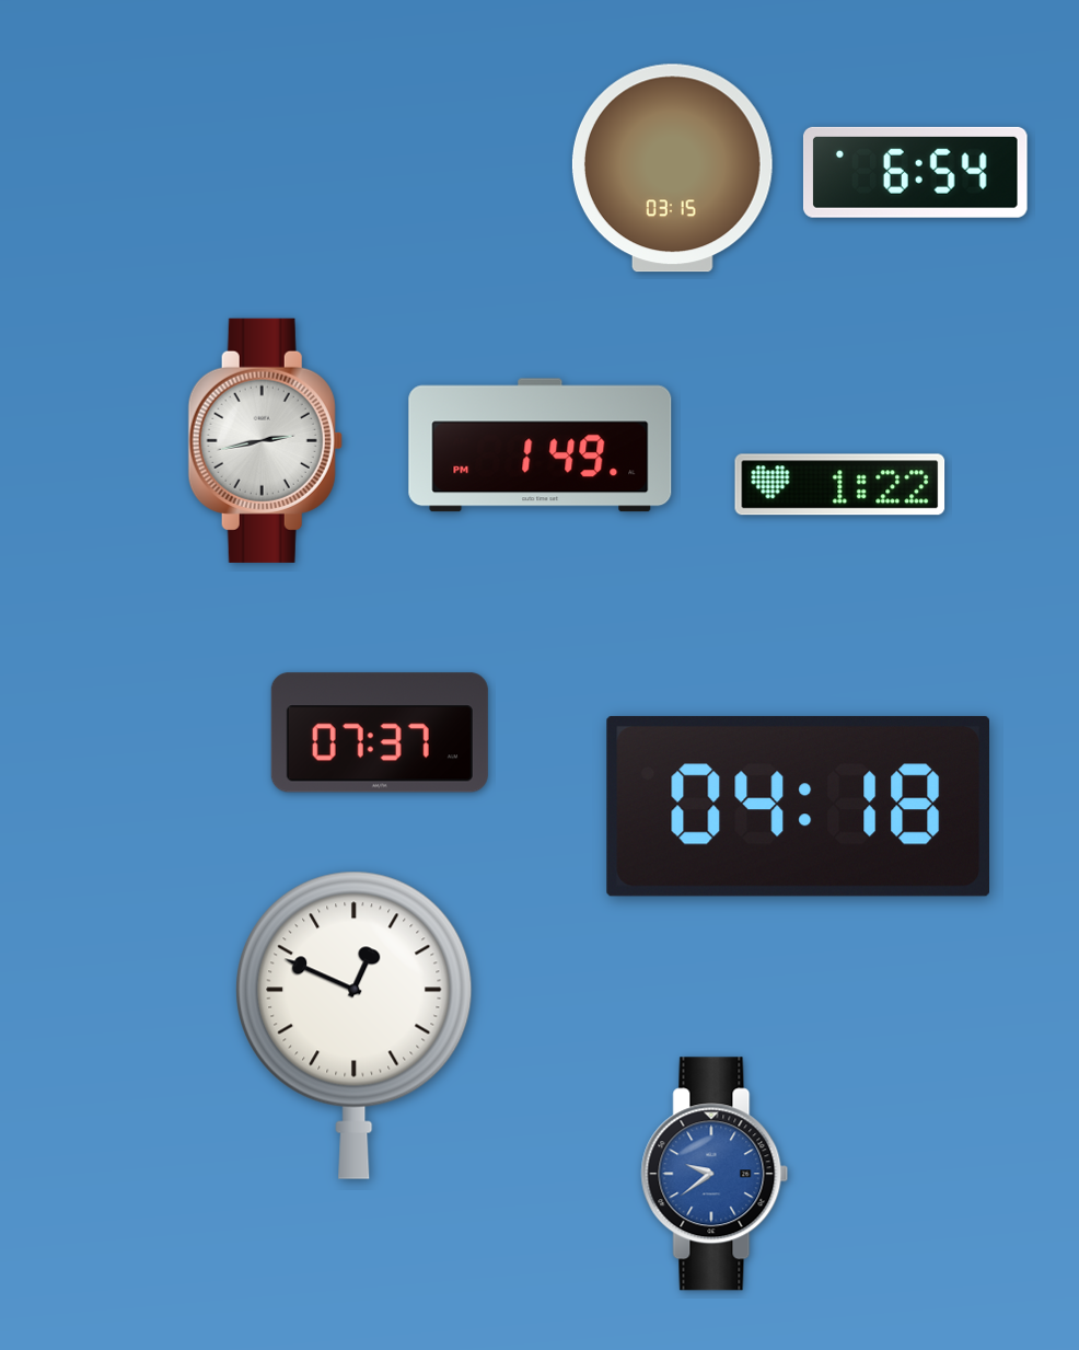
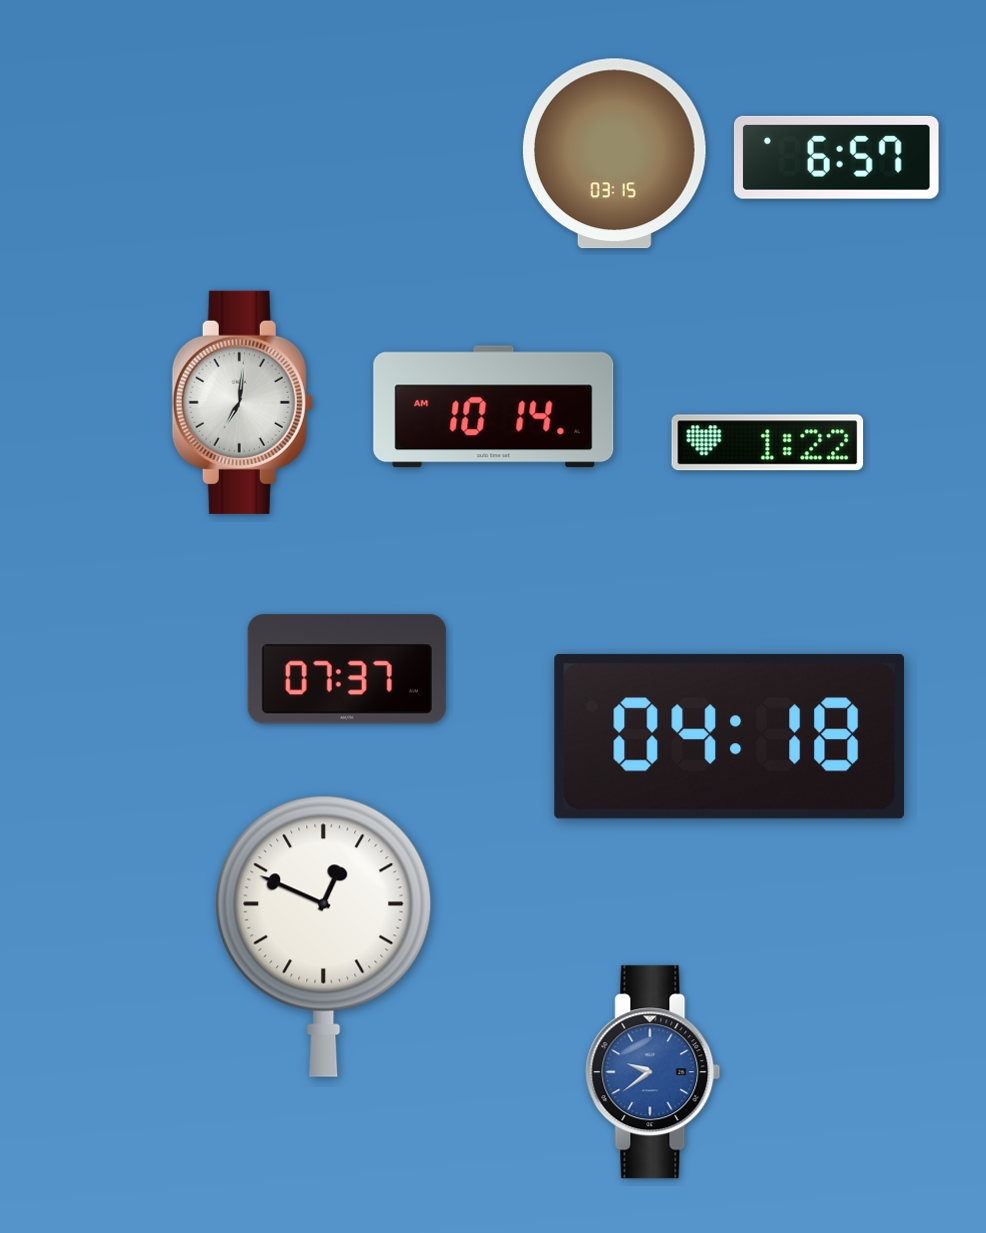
clock at (915, 172): 6:54 -> 6:57
clock at (265, 440): 2:43 -> 7:01
clock at (541, 446): 1:49 -> 10:14
